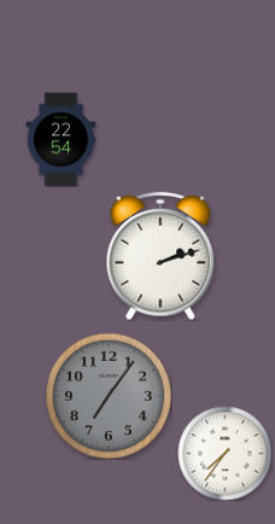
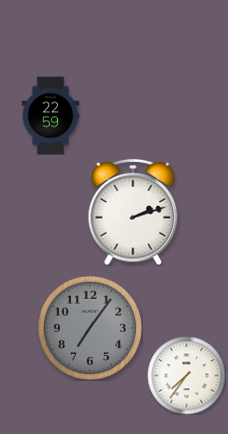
clock at (62, 139): 22:54 -> 22:59
